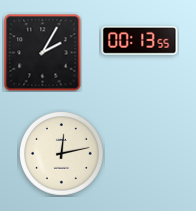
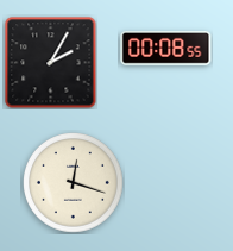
clock at (140, 40): 00:13 -> 00:08
clock at (62, 154): 12:13 -> 12:18
